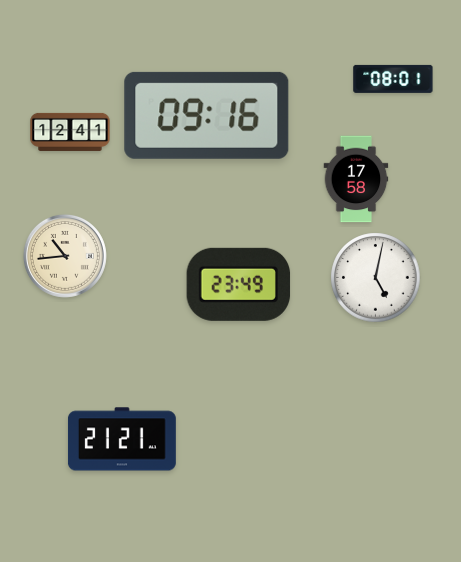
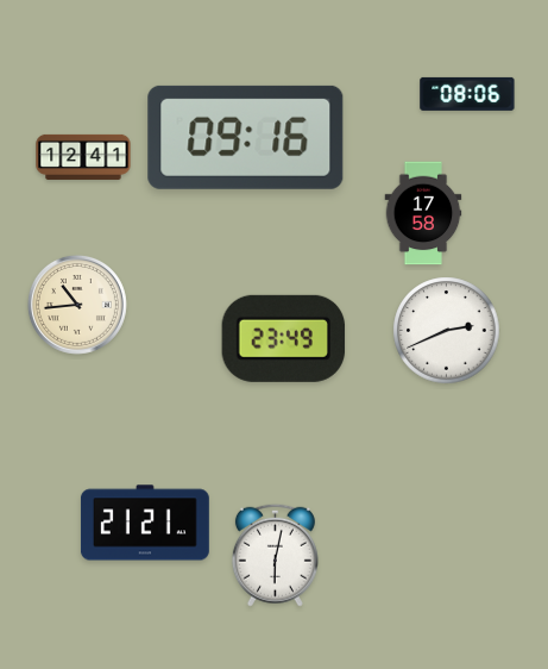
clock at (393, 79): 08:01 -> 08:06
clock at (376, 278): 5:02 -> 2:41
clock at (275, 555): none -> 6:02
